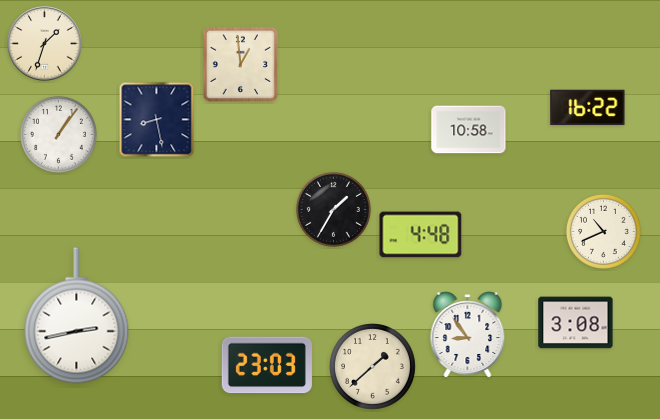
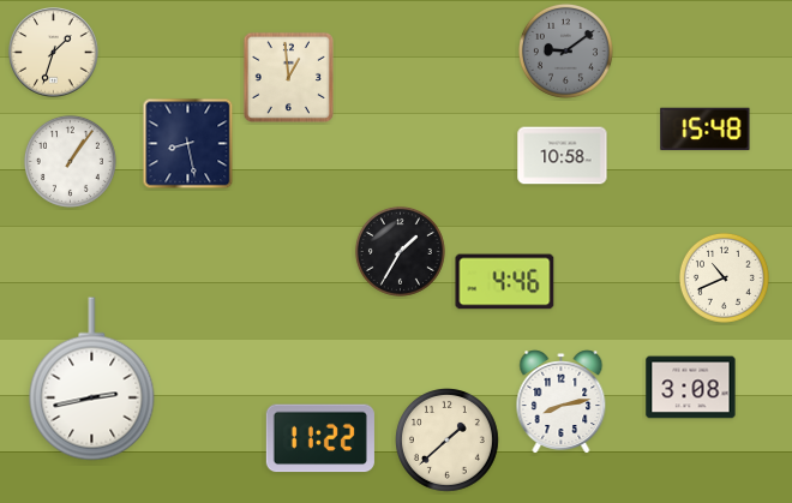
clock at (565, 50): none -> 9:09
clock at (588, 108): 16:22 -> 15:48
clock at (421, 235): 4:48 -> 4:46
clock at (468, 335): 8:54 -> 8:13
clock at (267, 365): 23:03 -> 11:22
